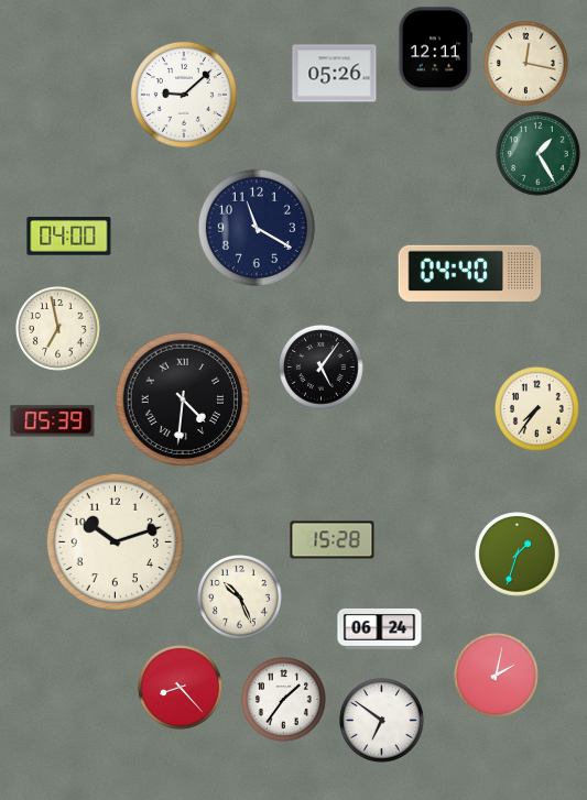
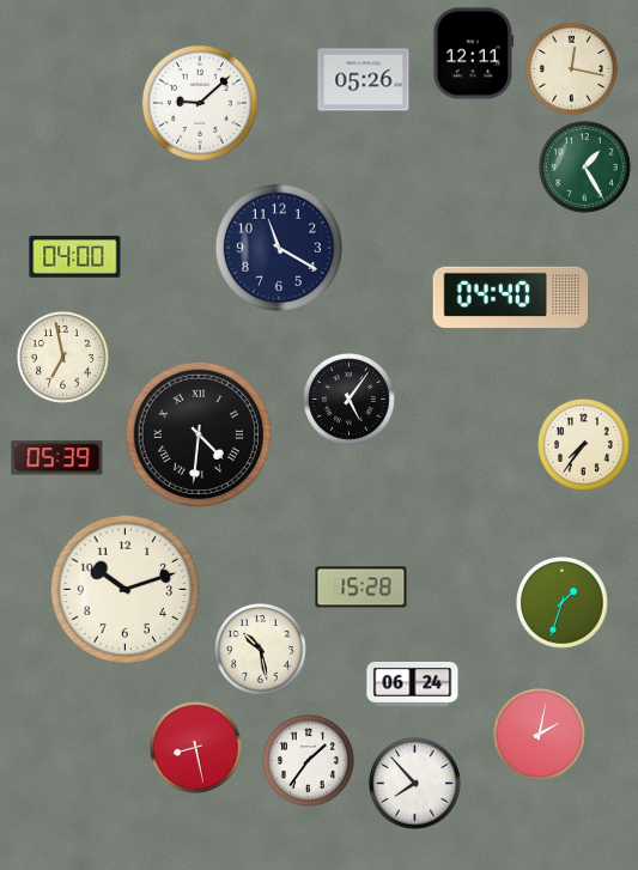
clock at (240, 598): 10:26 -> 10:28
clock at (181, 688): 8:23 -> 8:28
clock at (382, 721): 6:51 -> 7:53
